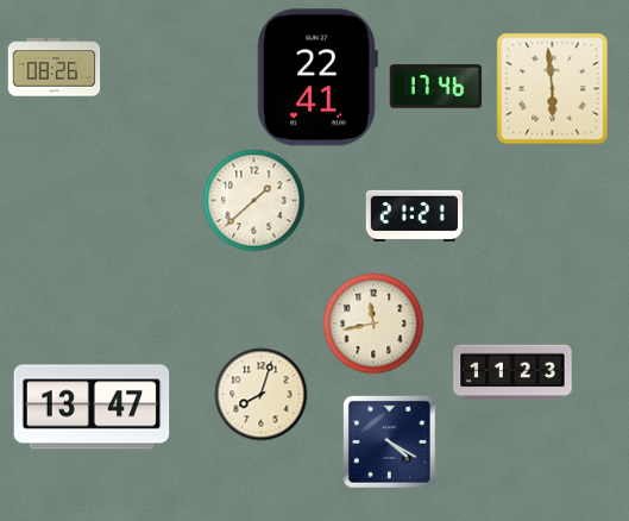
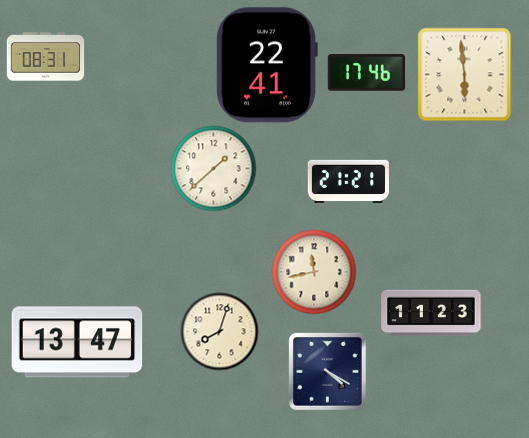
clock at (54, 68): 08:26 -> 08:31
